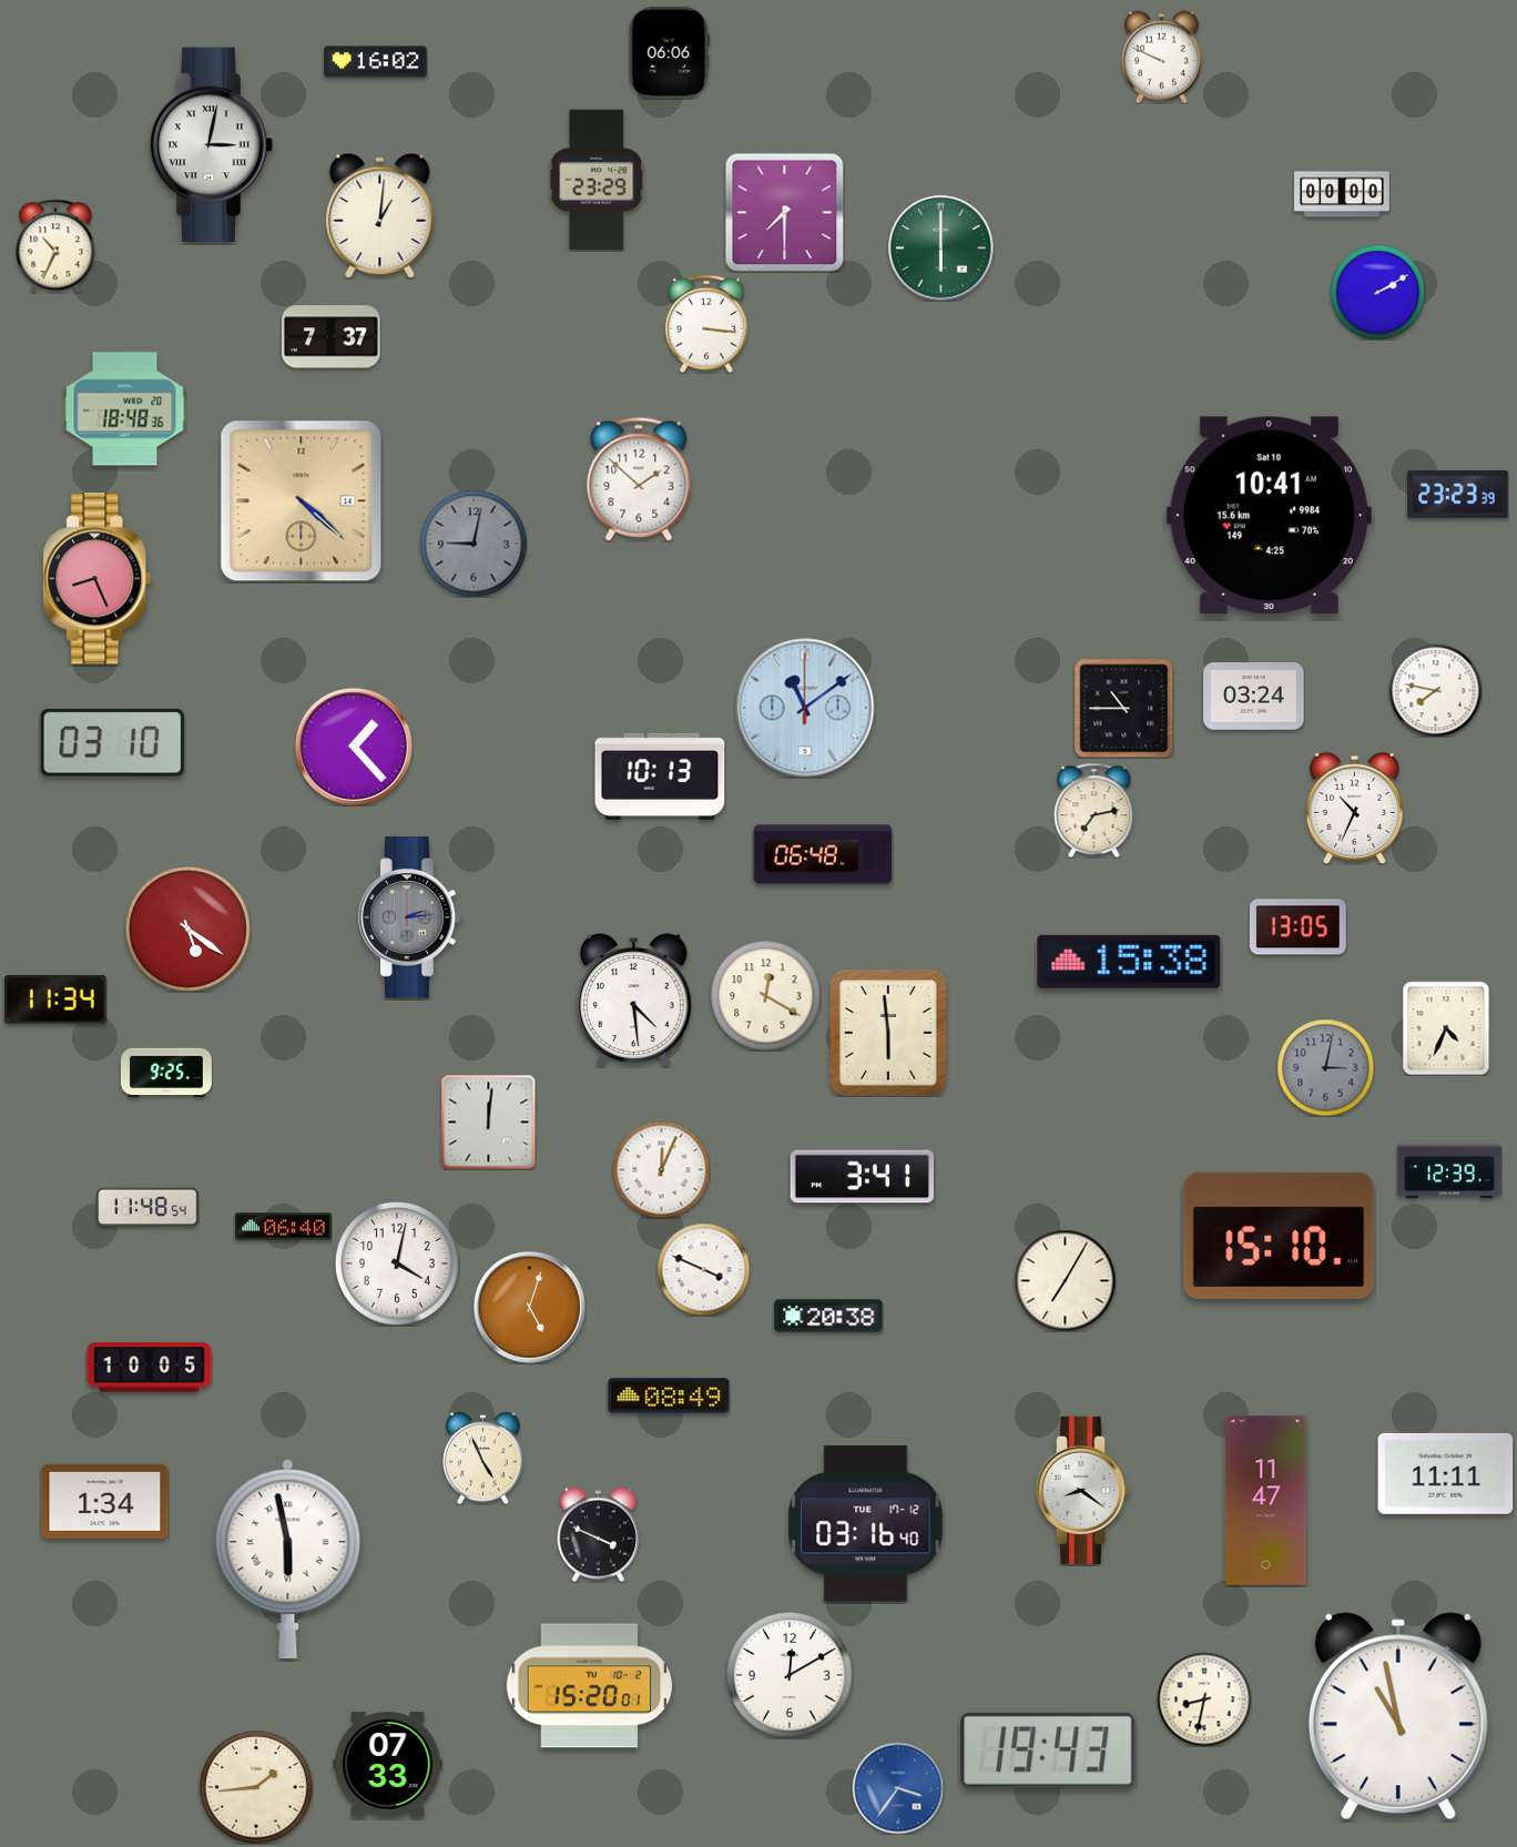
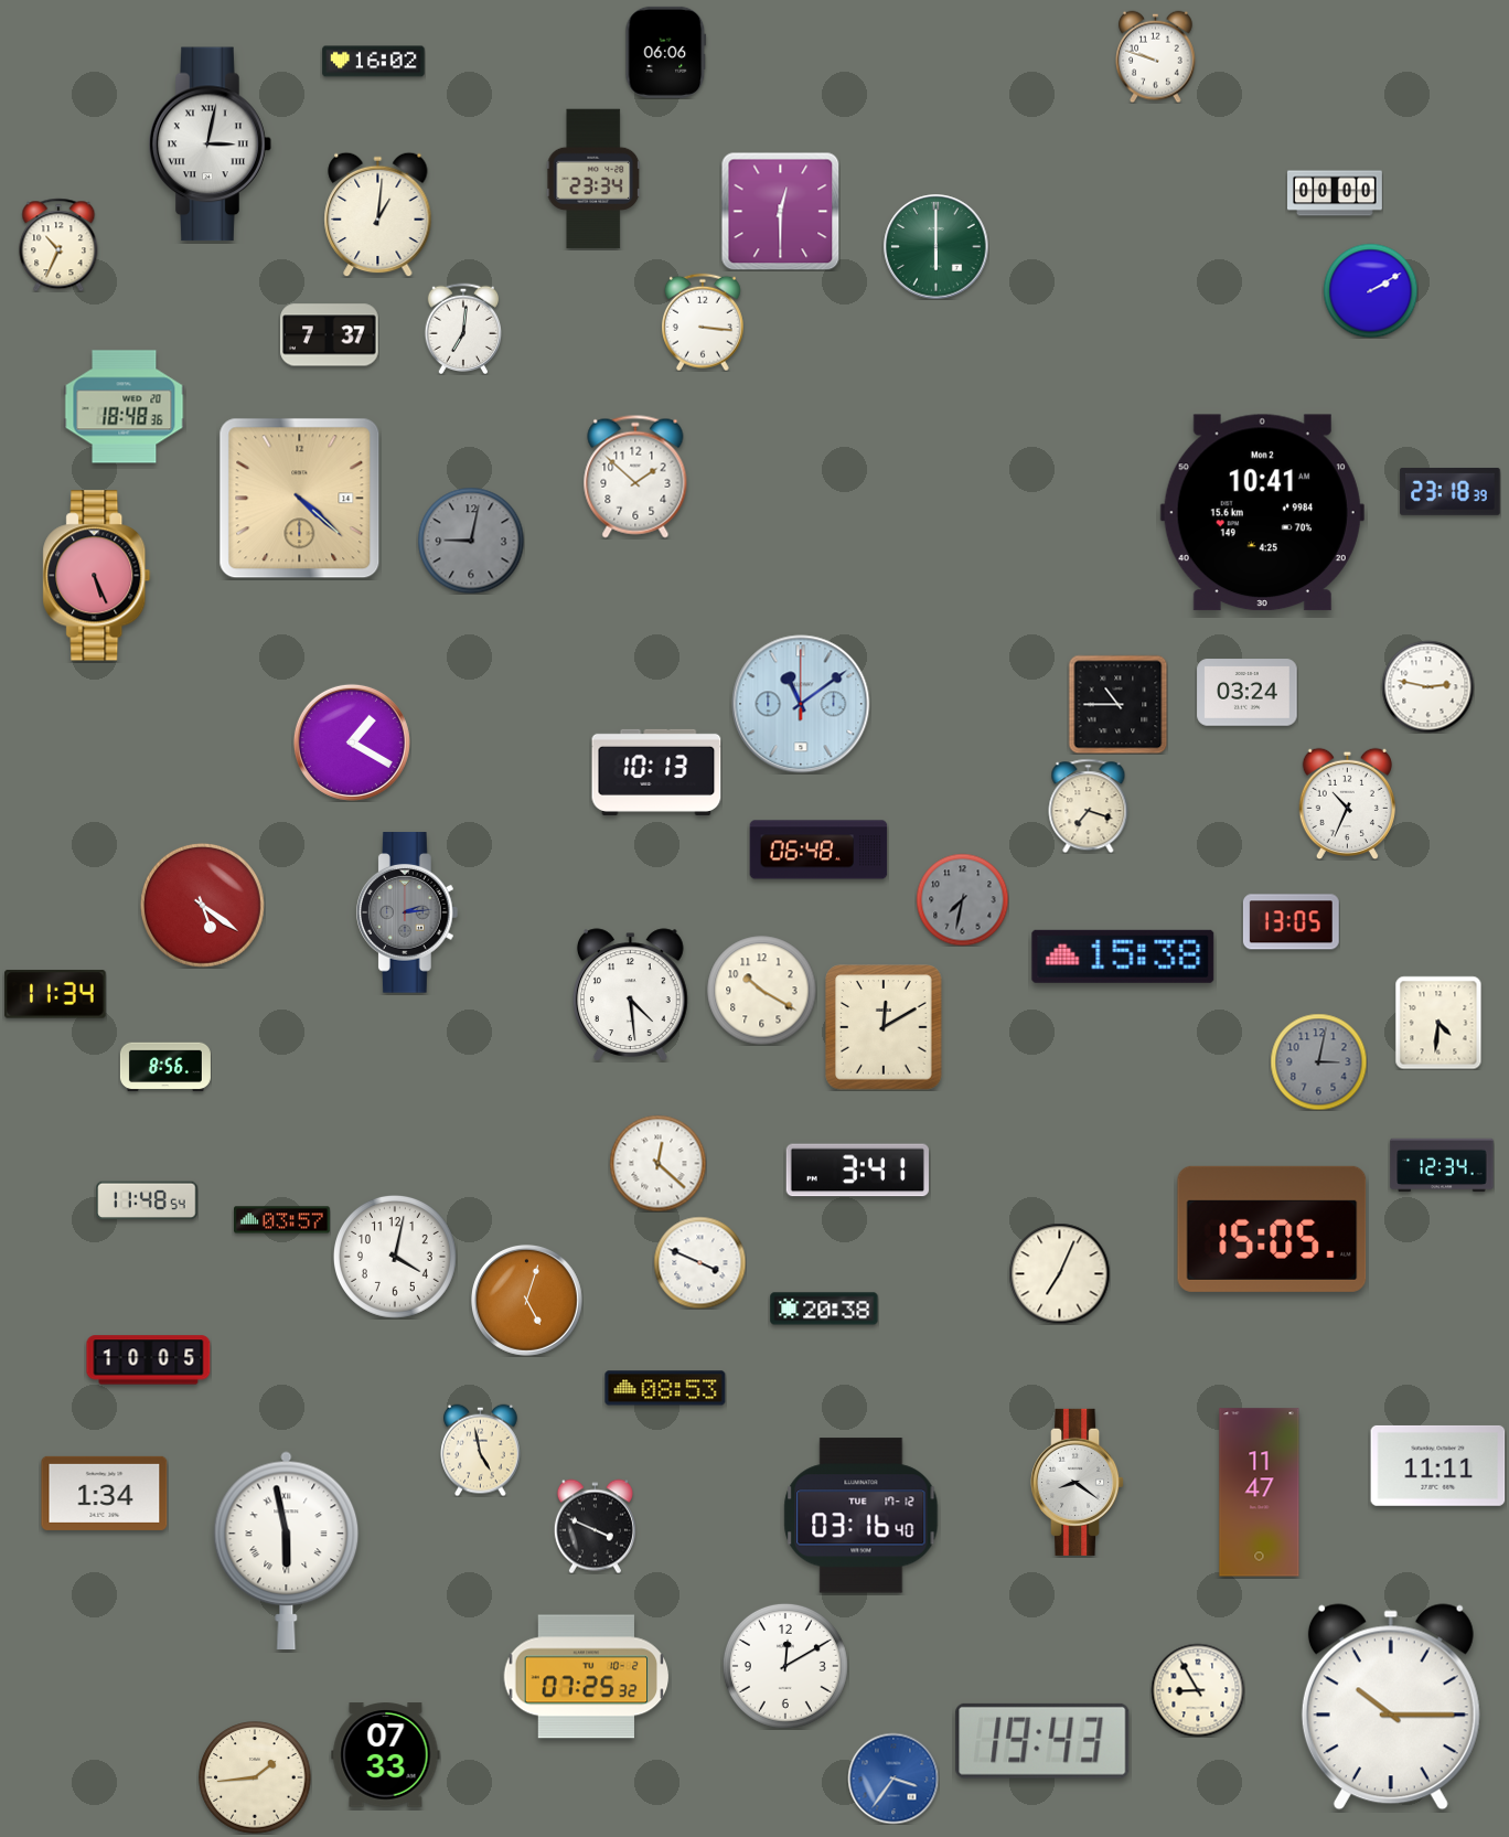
clock at (1162, 57): 9:49 -> 9:48
clock at (597, 180): 23:29 -> 23:34
clock at (784, 212): 7:30 -> 12:30
clock at (55, 246) position: (55, 246) -> (58, 245)
clock at (463, 329): none -> 7:01
clock at (1458, 494): 23:23 -> 23:18
clock at (1269, 516) date: Sat 10 -> Mon 2
clock at (98, 579): 8:26 -> 5:26
clock at (1435, 690): 7:47 -> 2:47
clock at (112, 743): 03:10 -> none
clock at (354, 747): 1:23 -> 1:20
clock at (1095, 810): 7:13 -> 7:18
clock at (962, 899): none -> 7:32
clock at (187, 928) position: (187, 928) -> (202, 905)
clock at (766, 996): 12:20 -> 10:20
clock at (1446, 1028): 4:34 -> 4:31
clock at (888, 1033): 5:59 -> 12:10
clock at (166, 1073): 9:25 -> 8:56
clock at (488, 1122): 12:01 -> none
clock at (661, 1169): 12:04 -> 12:22
clock at (1449, 1171): 12:39 -> 12:34
clock at (284, 1227): 06:40 -> 03:57
clock at (1279, 1236): 15:10 -> 15:05
clock at (1065, 1280): 7:05 -> 7:04
clock at (669, 1396): 08:49 -> 08:53
clock at (483, 1458): 4:56 -> 4:58
clock at (590, 1686): 15:20 -> 07:25
clock at (1204, 1699): 8:32 -> 8:55
clock at (1398, 1716): 10:58 -> 10:15
